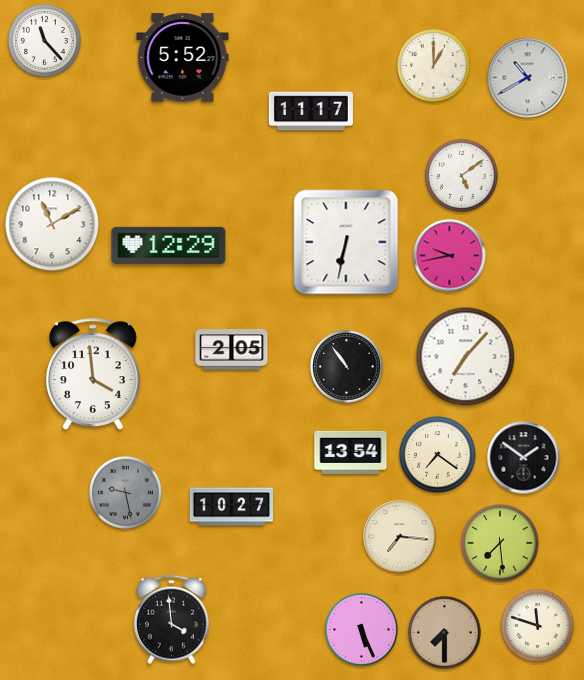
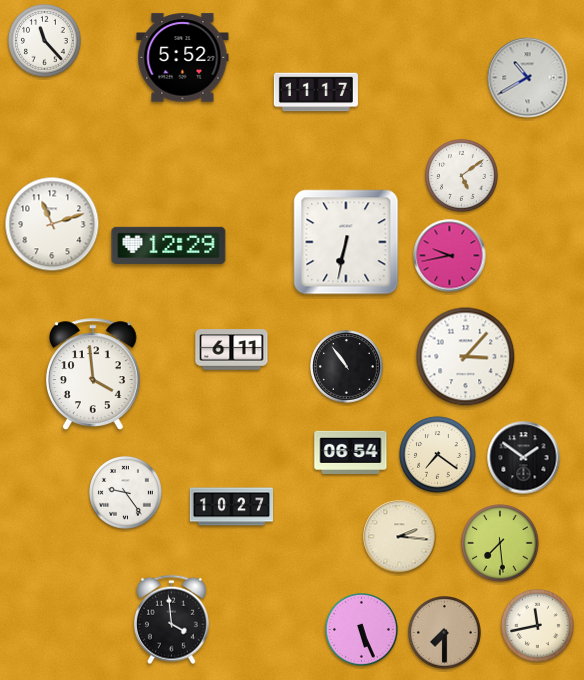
clock at (434, 66): 1:00 -> none
clock at (311, 111) position: (311, 111) -> (316, 92)
clock at (52, 224): 11:10 -> 11:12
clock at (232, 350): 2:05 -> 6:11
clock at (466, 357): 7:07 -> 3:07
clock at (351, 452): 13:54 -> 06:54
clock at (126, 493): 9:28 -> 9:24
clock at (126, 493) dial: grey -> white
clock at (400, 537): 7:16 -> 2:16
clock at (538, 626): 11:48 -> 11:43
